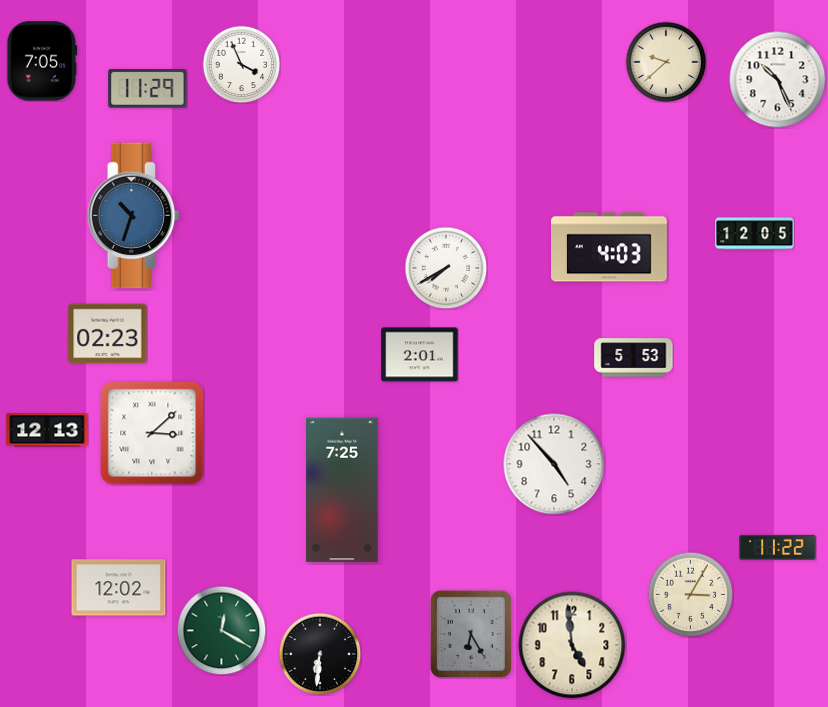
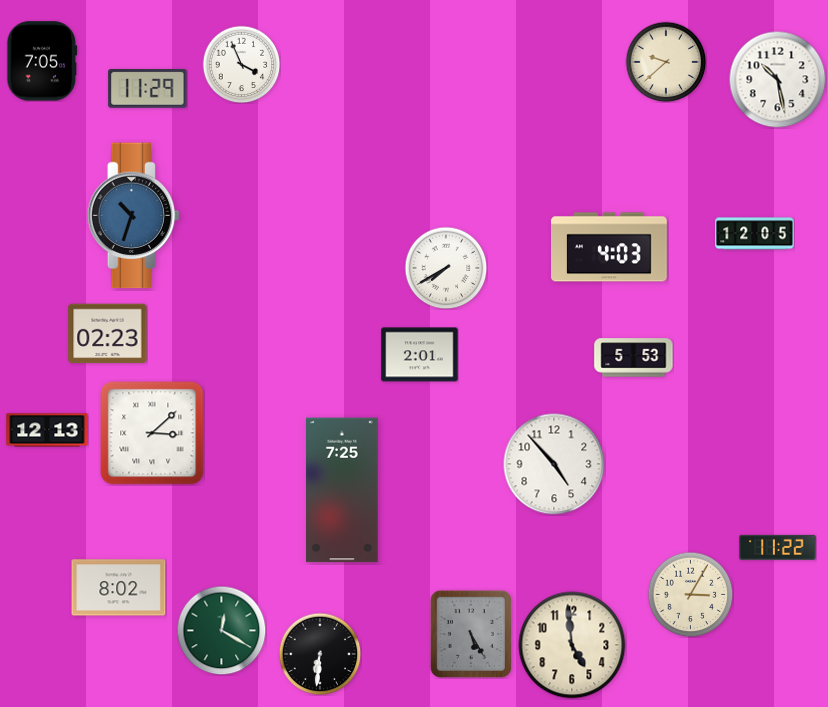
clock at (777, 79): 10:26 -> 10:28
clock at (119, 588): 12:02 -> 8:02
clock at (471, 634): 6:25 -> 5:25
